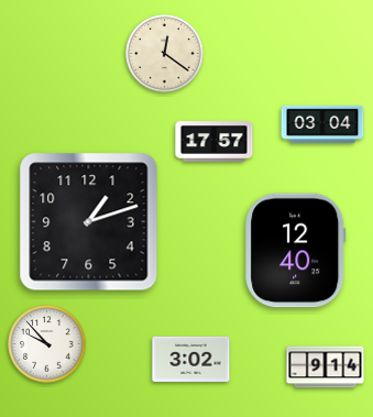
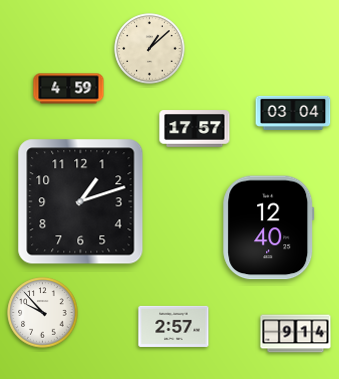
clock at (165, 54): 12:21 -> 1:08
clock at (69, 89): none -> 4:59
clock at (191, 359): 3:02 -> 2:57
